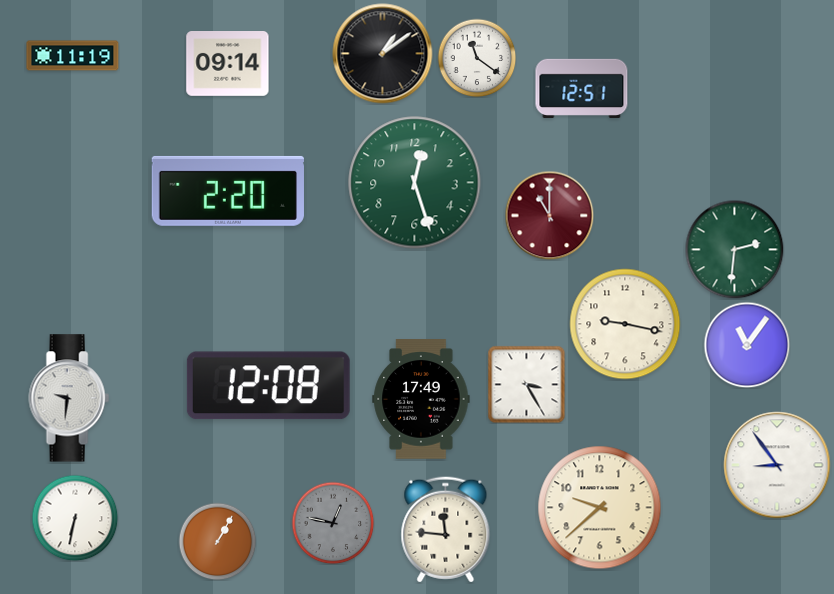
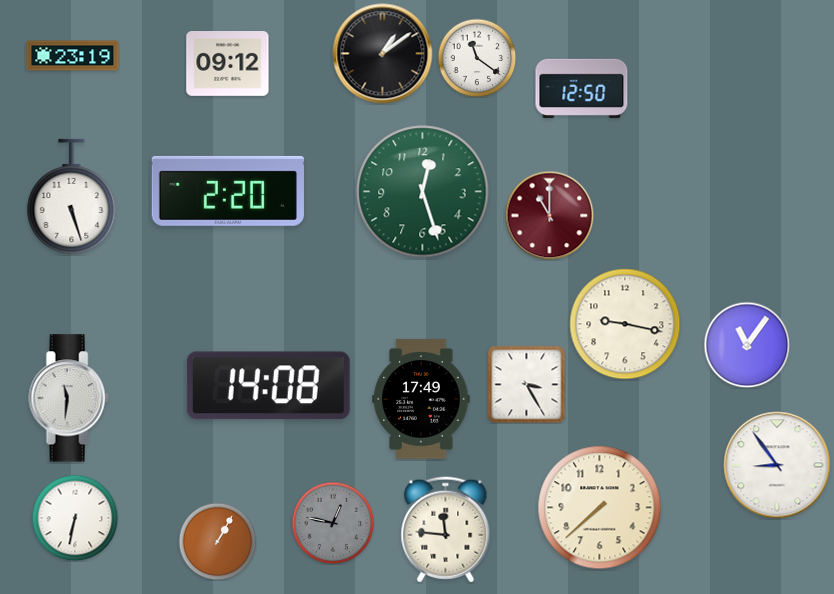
clock at (73, 56): 11:19 -> 23:19
clock at (228, 64): 09:14 -> 09:12
clock at (582, 88): 12:51 -> 12:50
clock at (415, 183) position: (415, 183) -> (423, 192)
clock at (72, 196): none -> 5:27
clock at (735, 250): 2:31 -> none
clock at (268, 386): 12:08 -> 14:08
clock at (69, 398): 9:31 -> 11:31
clock at (600, 508): 9:38 -> 7:38
